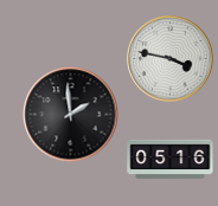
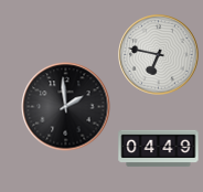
clock at (171, 59): 3:47 -> 6:47
clock at (171, 160): 05:16 -> 04:49
